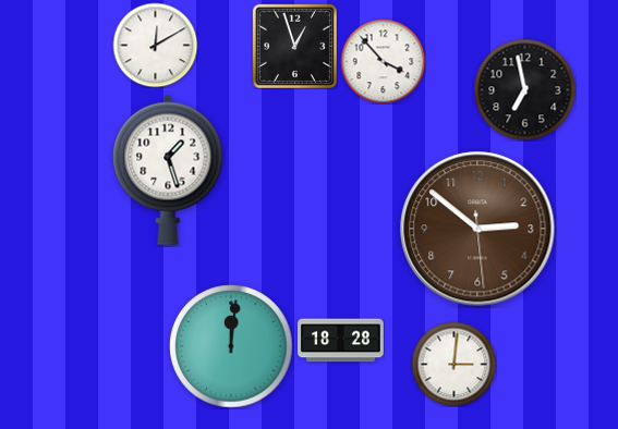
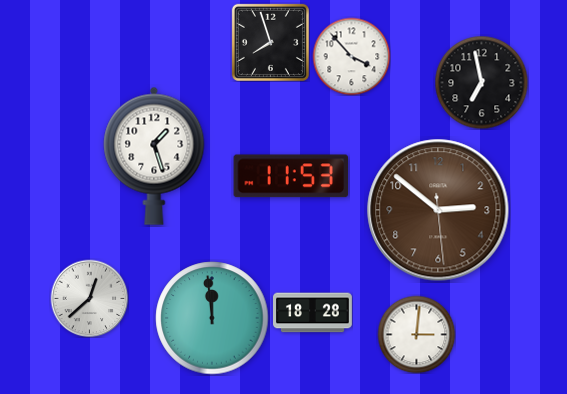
clock at (155, 45): 12:10 -> none
clock at (294, 46): 12:57 -> 7:57
clock at (291, 176): none -> 11:53
clock at (89, 298): none -> 12:38
clock at (231, 346): 12:01 -> 11:59
